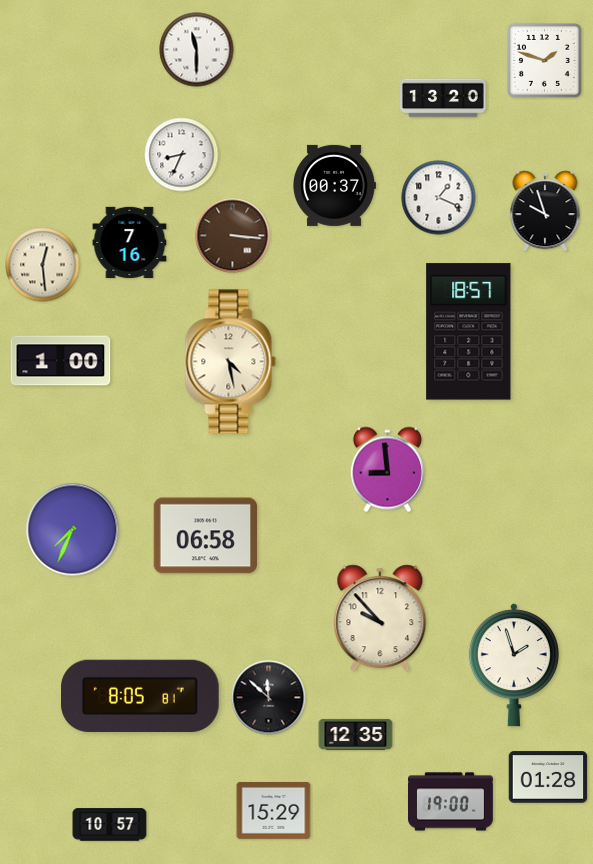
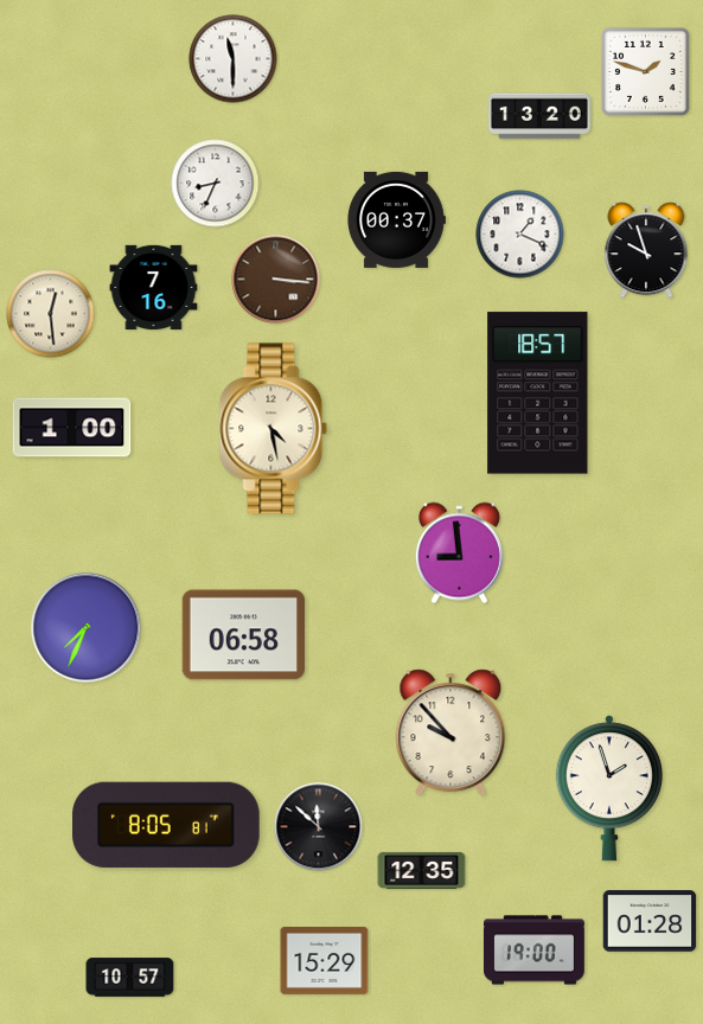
clock at (443, 98) position: (443, 98) -> (539, 116)
clock at (469, 332) position: (469, 332) -> (538, 393)
clock at (387, 470) position: (387, 470) -> (459, 553)
